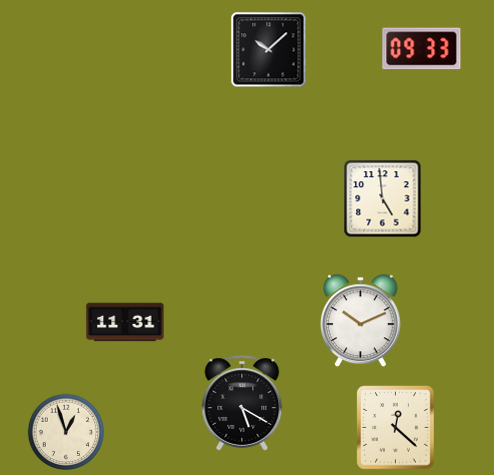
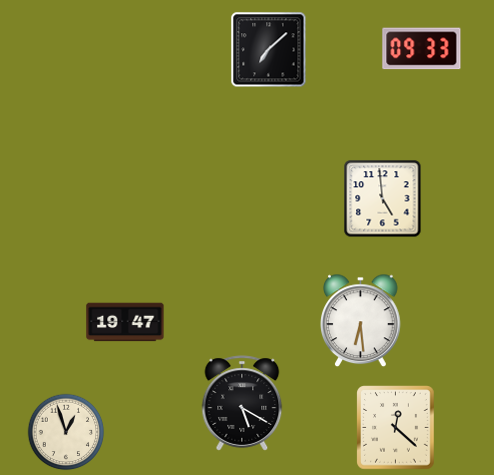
clock at (269, 50): 10:08 -> 7:08
clock at (361, 321): 10:11 -> 6:29
clock at (125, 322): 11:31 -> 19:47
